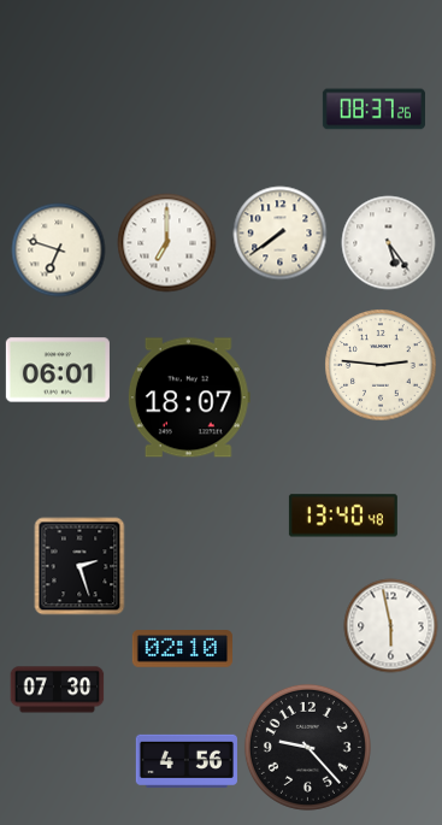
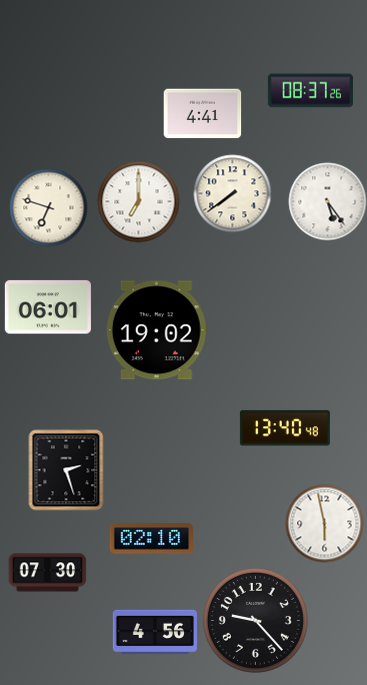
clock at (202, 114): none -> 4:41
clock at (388, 242) position: (388, 242) -> (327, 201)
clock at (381, 365): 2:46 -> none
clock at (189, 397): 18:07 -> 19:02
clock at (390, 625) position: (390, 625) -> (324, 523)
